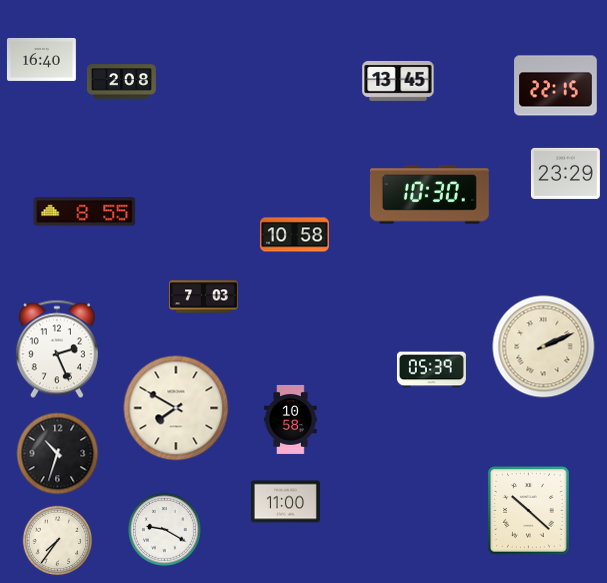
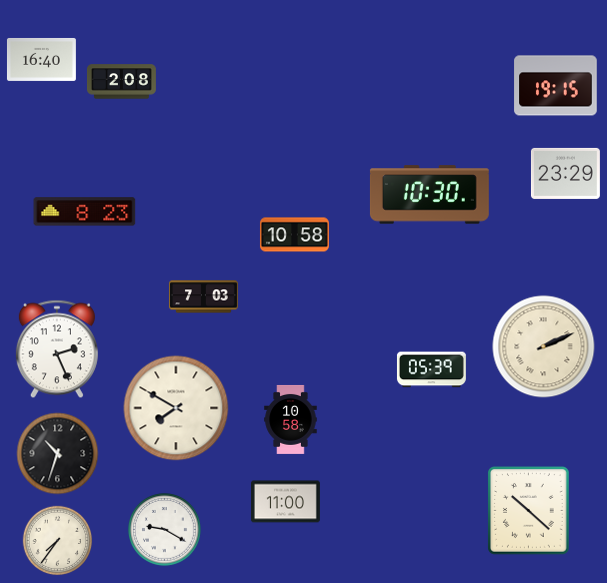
clock at (398, 81): 13:45 -> none
clock at (556, 86): 22:15 -> 19:15
clock at (85, 212): 8:55 -> 8:23
